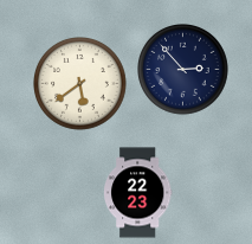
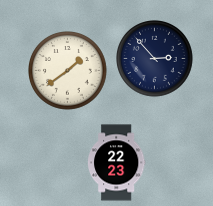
clock at (80, 84): 5:39 -> 1:39
